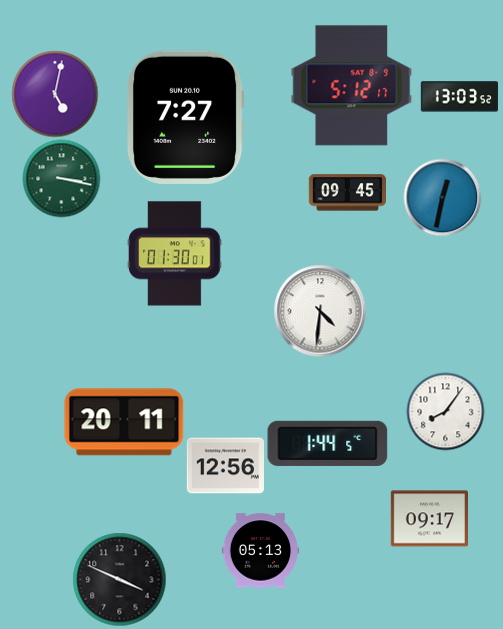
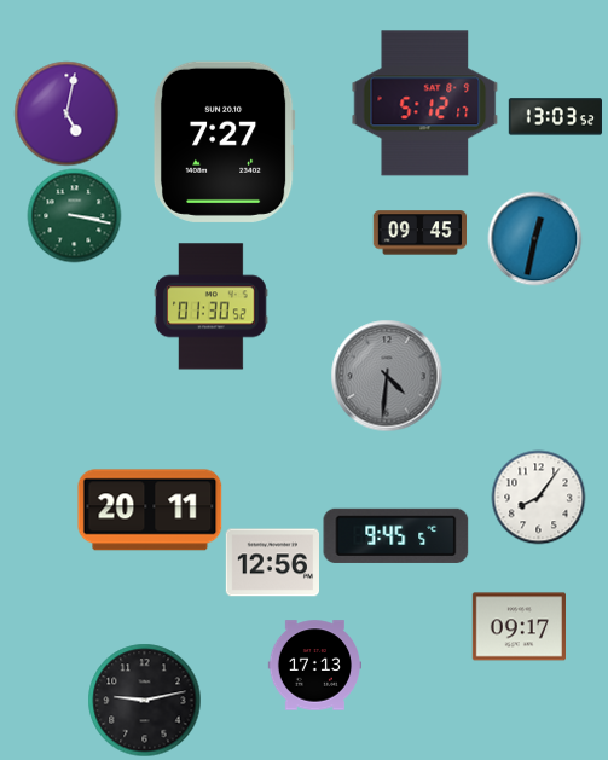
clock at (175, 254): 01:30:01 -> 01:30:52
clock at (320, 311) dial: white -> grey
clock at (328, 443): 1:44 -> 9:45
clock at (260, 551): 05:13 -> 17:13
clock at (119, 579): 3:49 -> 9:13
